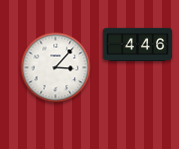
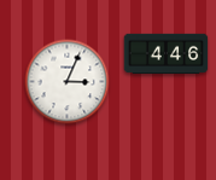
clock at (56, 68): 3:07 -> 3:04
